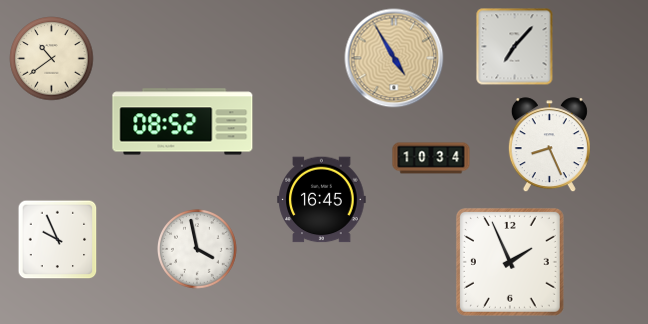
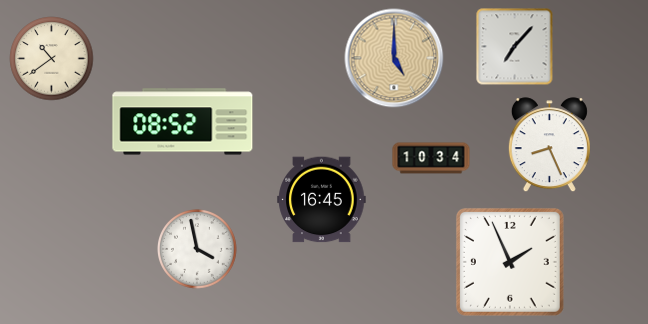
clock at (394, 58): 4:55 -> 5:00
clock at (58, 240): 9:56 -> none
